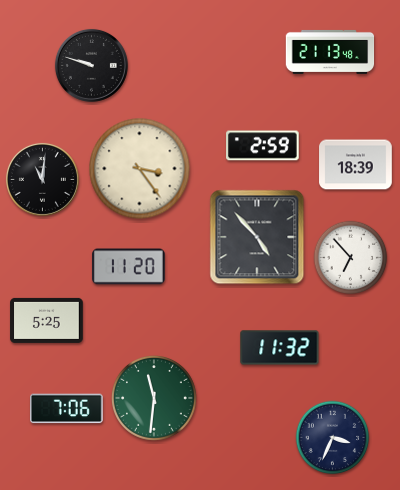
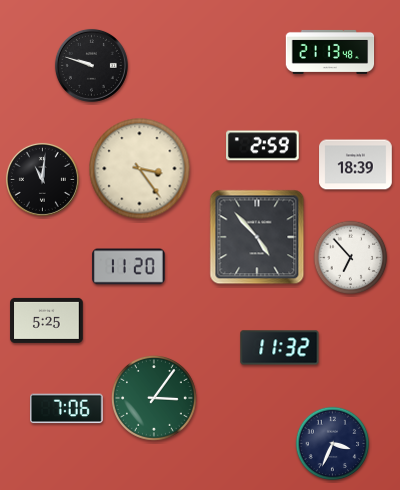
clock at (154, 398): 11:31 -> 3:06
clock at (333, 438) position: (333, 438) -> (333, 444)
